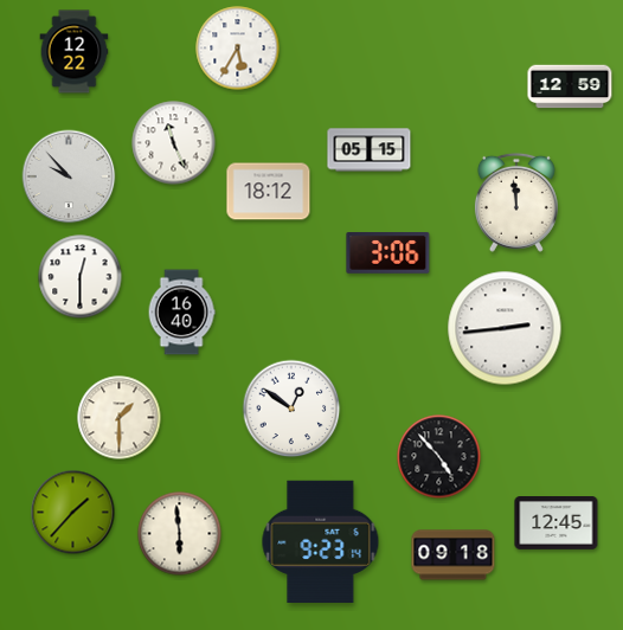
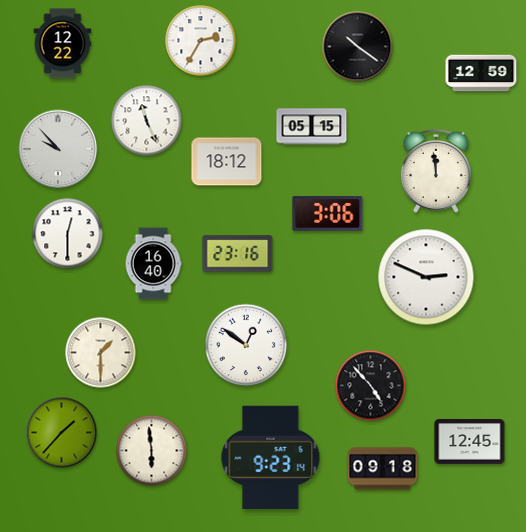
clock at (238, 49): 5:35 -> 2:35
clock at (358, 47): none -> 10:21
clock at (238, 254): none -> 23:16
clock at (505, 328): 2:44 -> 2:49
